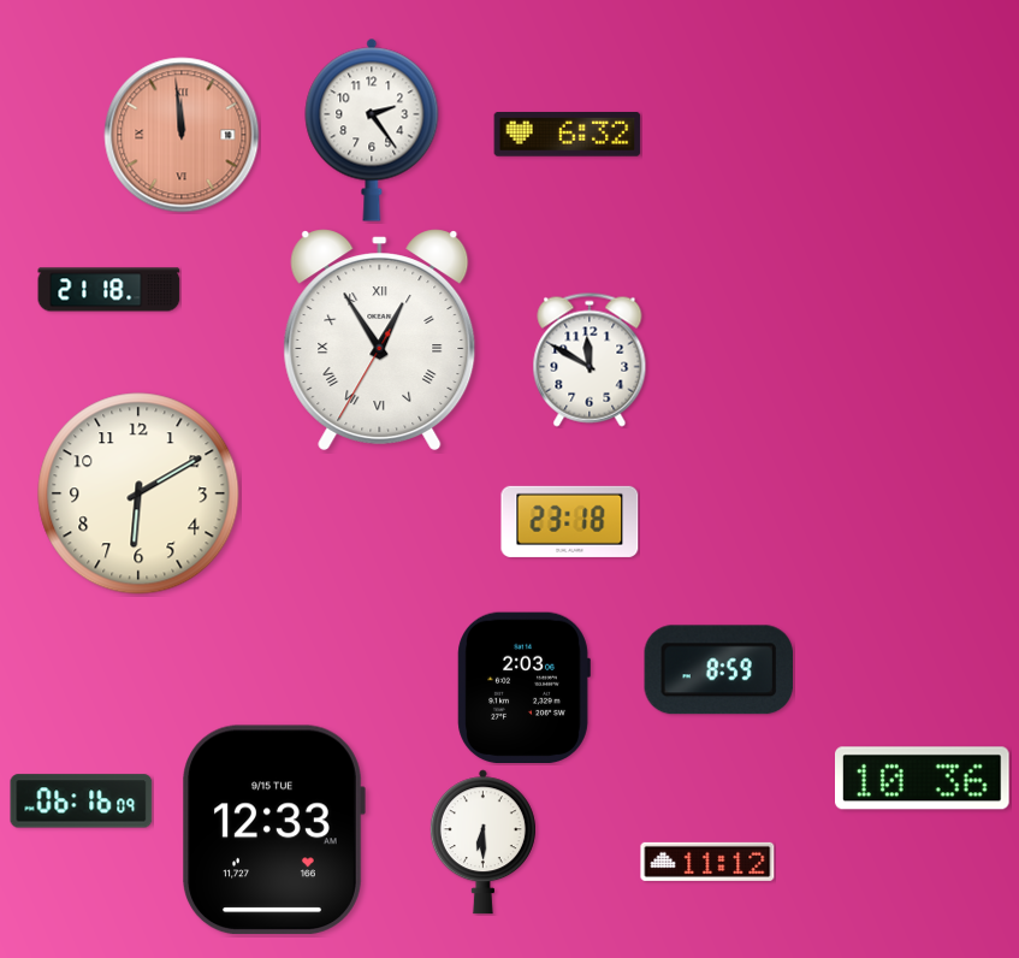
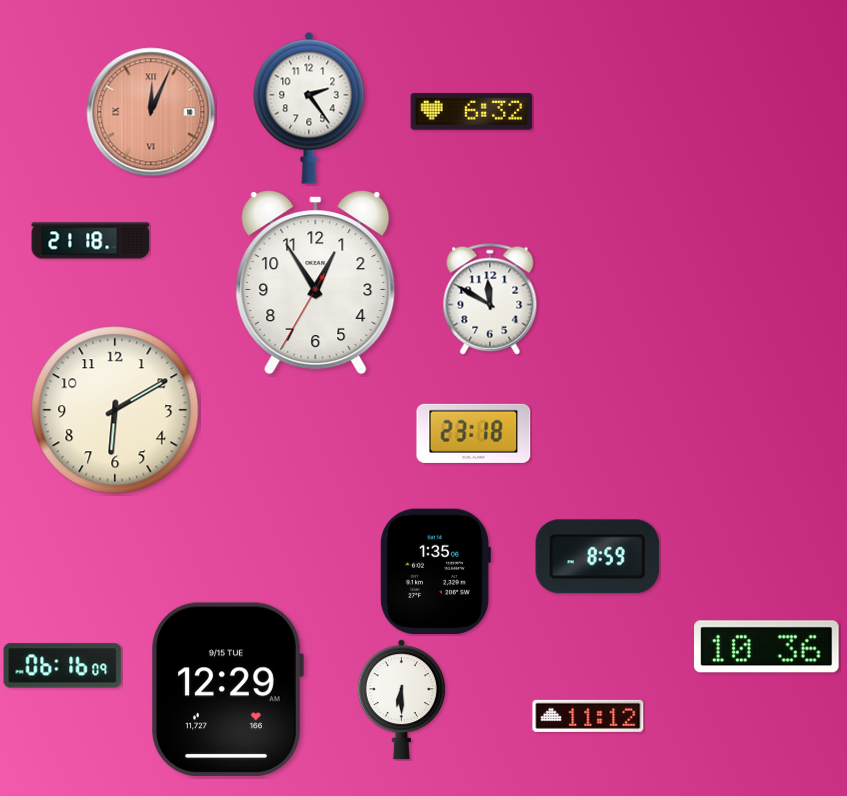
clock at (182, 135): 11:59 -> 12:04
clock at (380, 339) numerals: Roman -> Arabic
clock at (523, 687): 2:03 -> 1:35
clock at (82, 802) position: (82, 802) -> (63, 666)
clock at (273, 829): 12:33 -> 12:29
